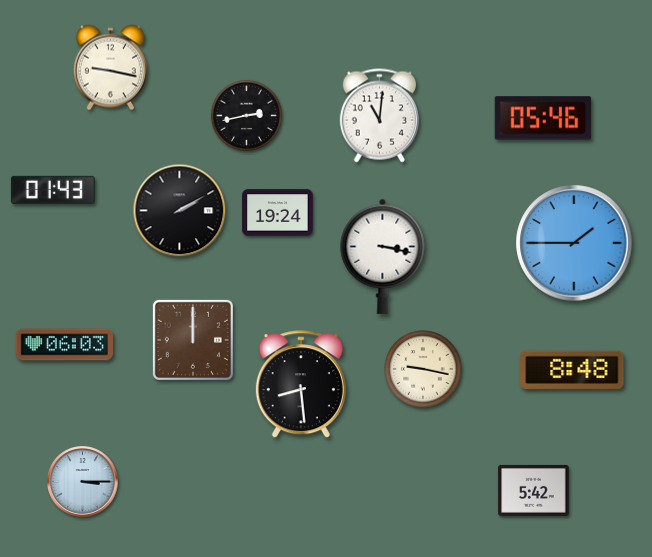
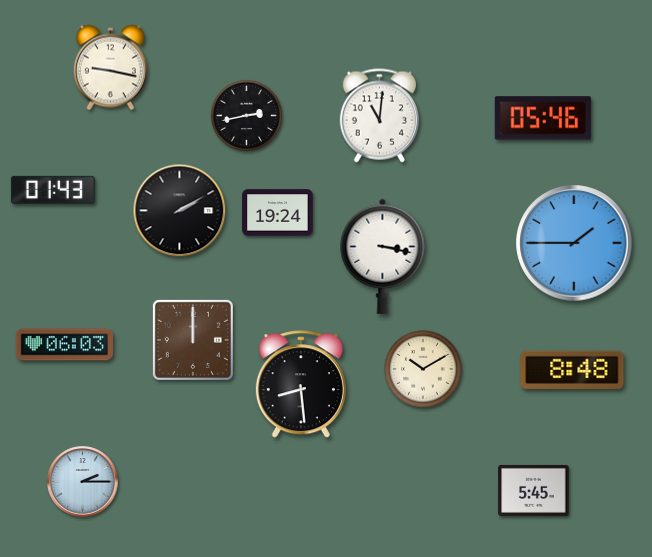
clock at (423, 369): 9:17 -> 10:10
clock at (83, 482): 3:15 -> 2:15
clock at (534, 490): 5:42 -> 5:45
